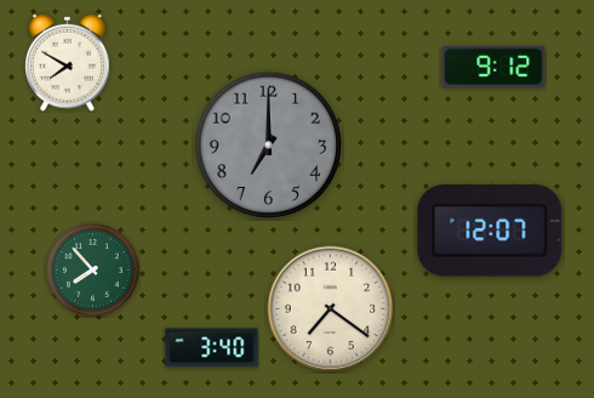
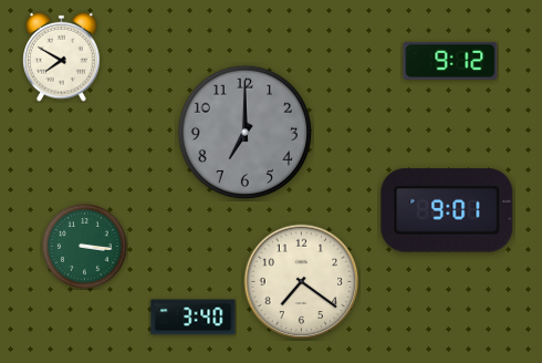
clock at (490, 231): 12:07 -> 9:01
clock at (93, 271): 7:53 -> 3:16
